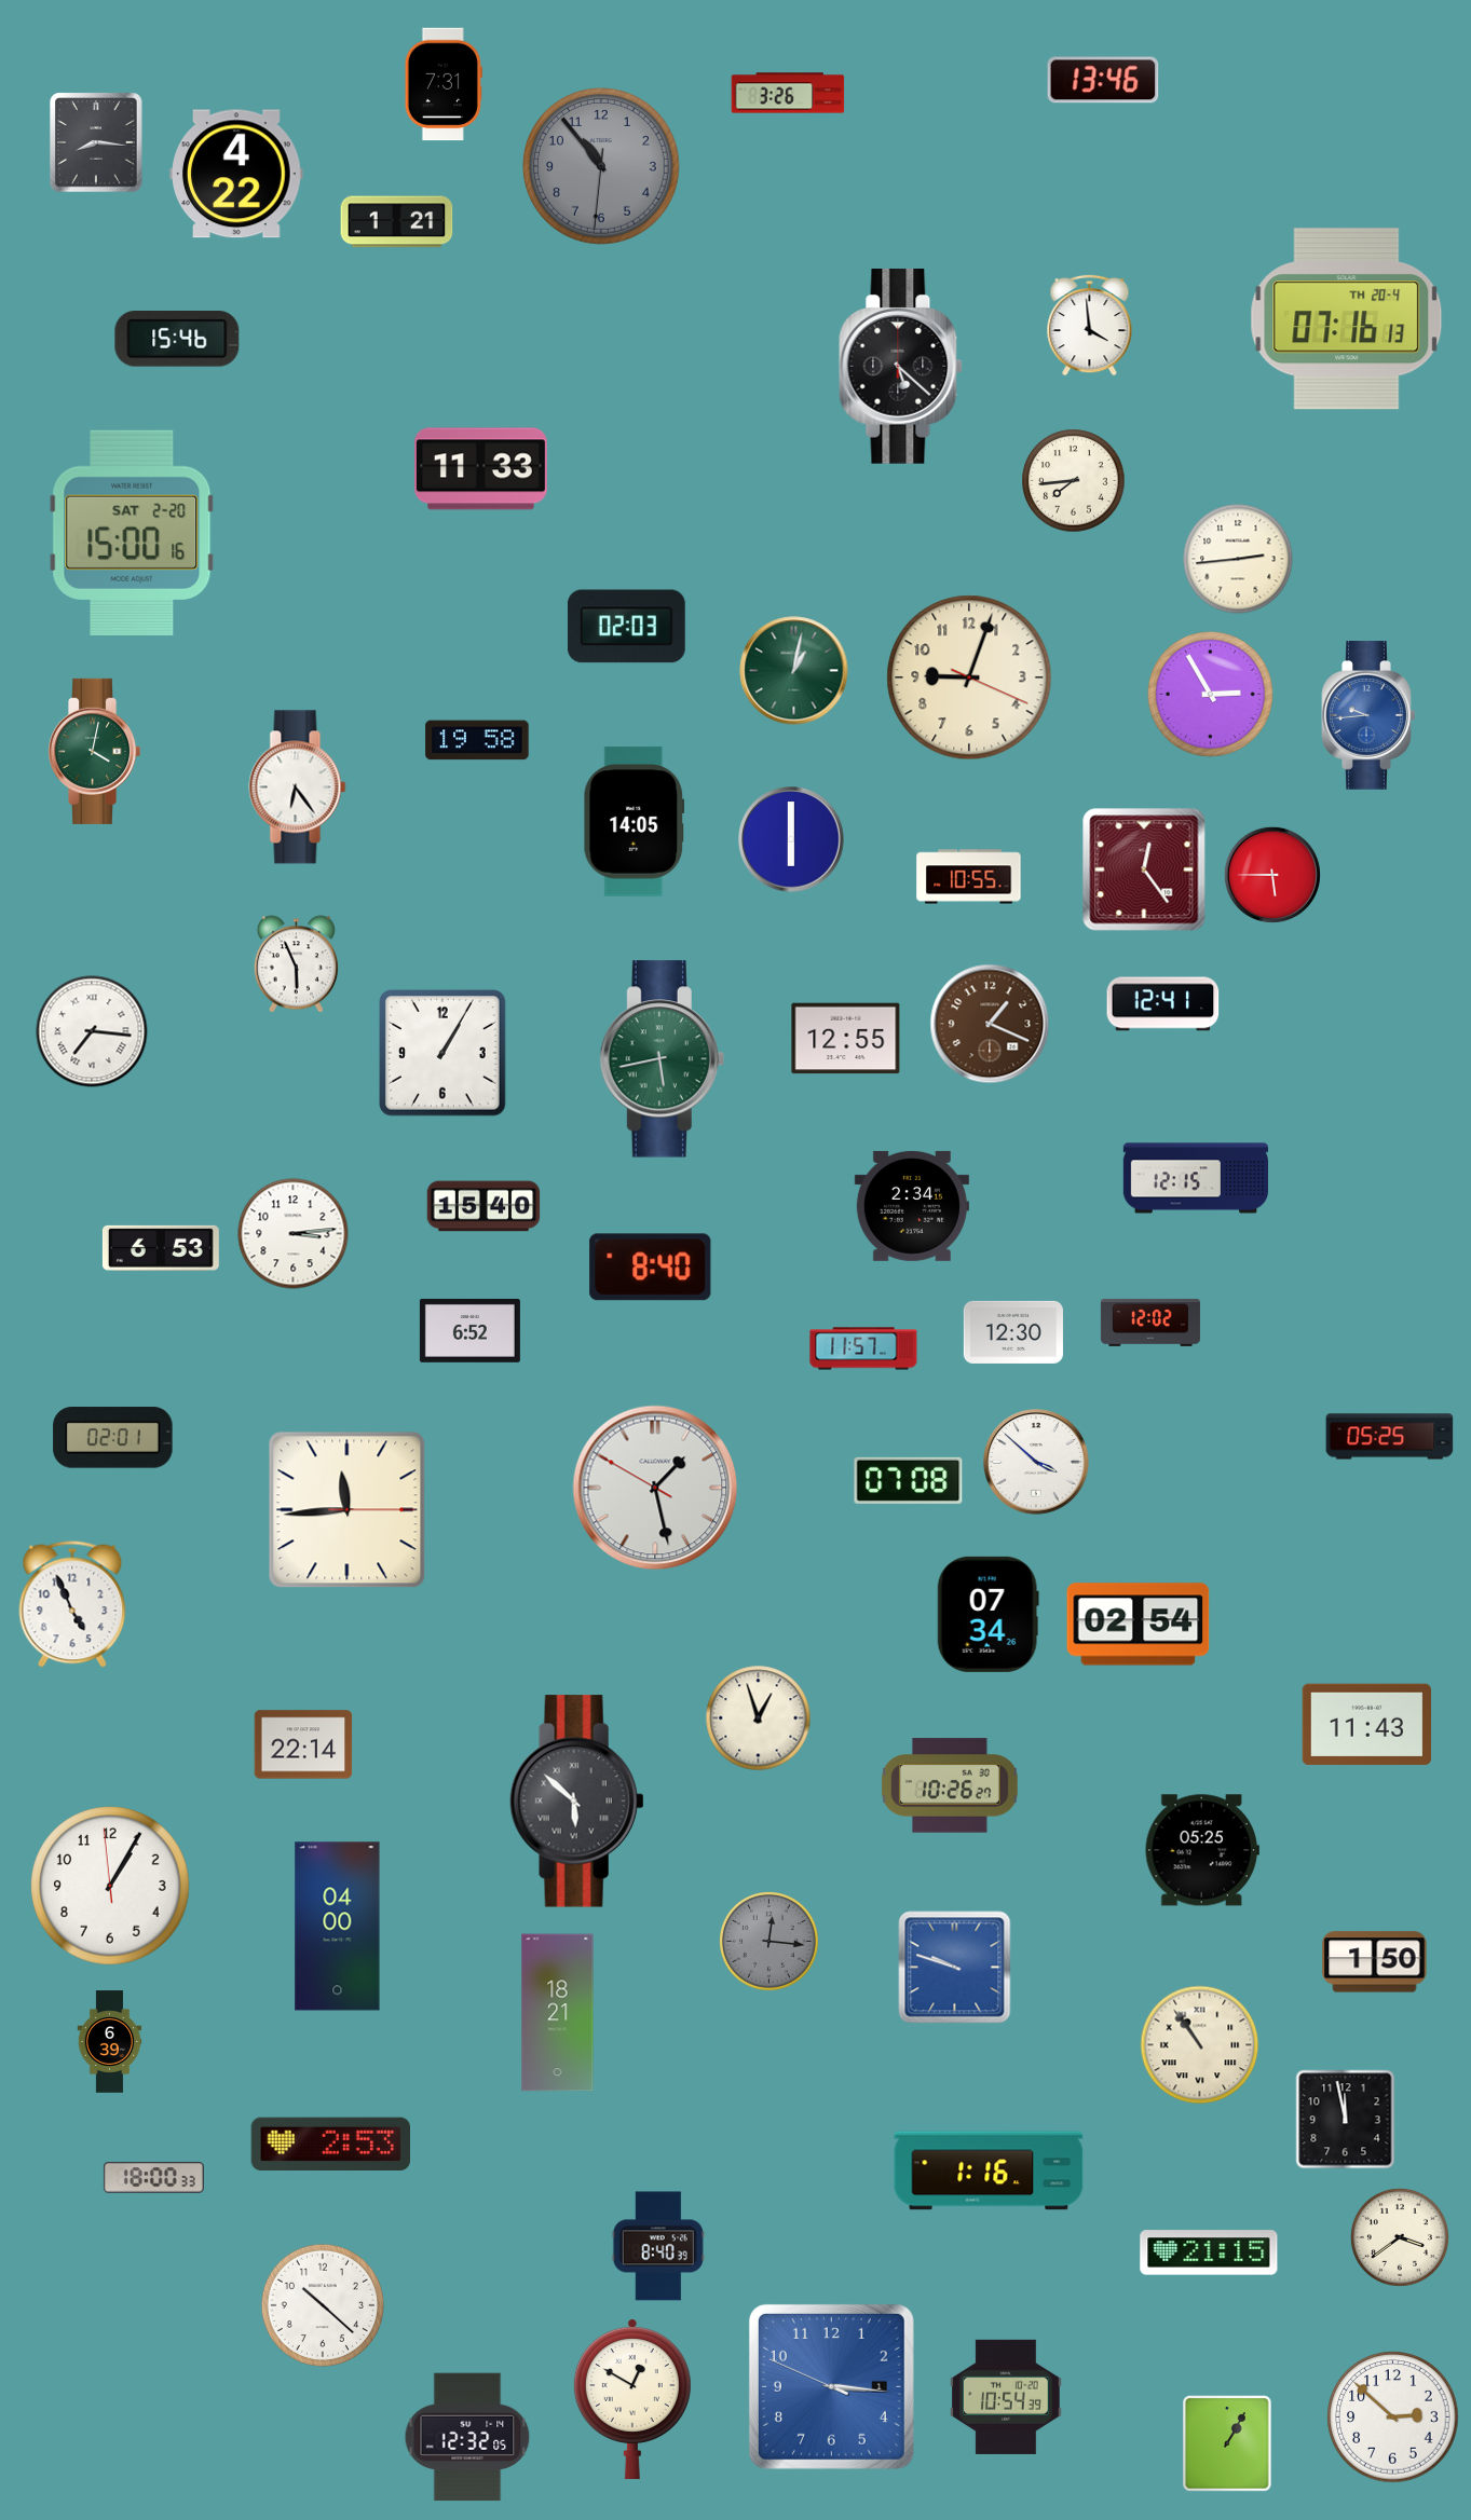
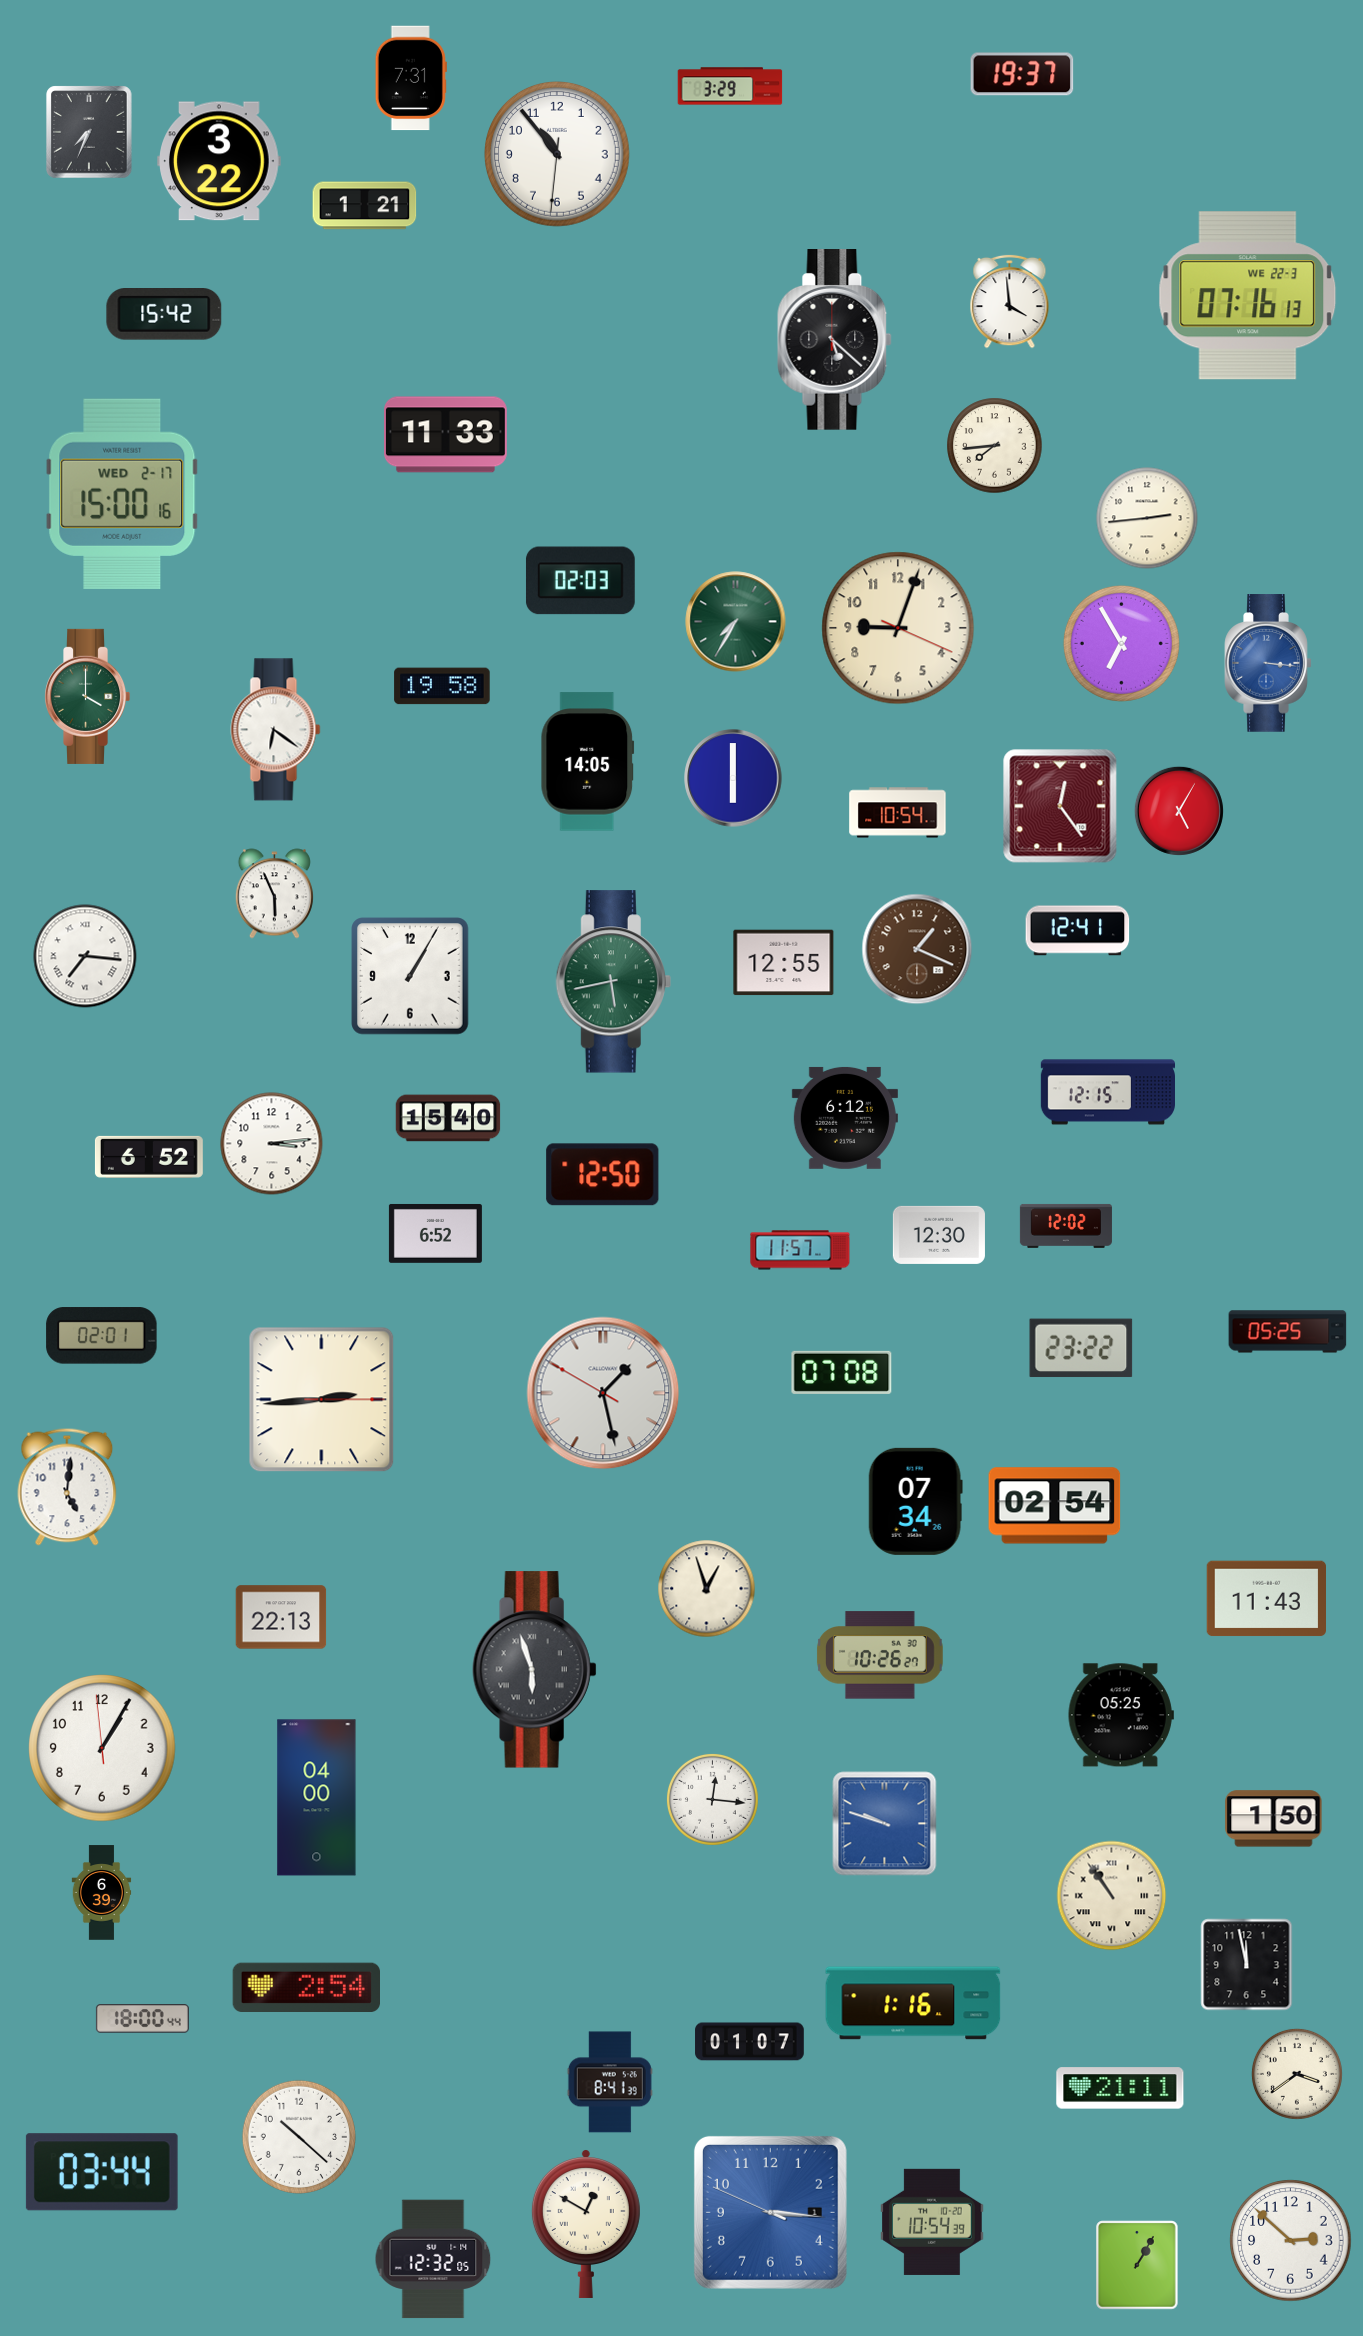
clock at (1103, 80): 13:46 -> 19:37
clock at (788, 93): 3:26 -> 3:29
clock at (96, 142): 8:16 -> 7:34
clock at (602, 167) dial: grey -> white
clock at (236, 174): 4:22 -> 3:22
clock at (397, 222) position: (397, 222) -> (365, 206)
clock at (1347, 319) date: TH 20-4 -> WE 22-3
clock at (177, 340): 15:46 -> 15:42
clock at (132, 533) date: SAT 2-20 -> WED 2-17
clock at (794, 671): 1:02 -> 7:35
clock at (1210, 694): 2:55 -> 6:55
clock at (1368, 715): 9:44 -> 3:16
clock at (95, 751): 4:02 -> 4:00
clock at (298, 787): 6:24 -> 6:21
clock at (1272, 875): 5:45 -> 5:05
clock at (969, 877): 10:55 -> 10:54
clock at (912, 1206): 2:34 -> 6:12
clock at (161, 1248): 6:53 -> 6:52
clock at (651, 1268): 8:40 -> 12:50
clock at (113, 1438) position: (113, 1438) -> (102, 1336)
clock at (1081, 1348): none -> 23:22
clock at (1036, 1462): 3:52 -> none
clock at (655, 1488) position: (655, 1488) -> (603, 1393)
clock at (348, 1510): 11:44 -> 2:44
clock at (72, 1604): 4:56 -> 5:01
clock at (988, 1614) position: (988, 1614) -> (915, 1501)
clock at (759, 1718) position: (759, 1718) -> (707, 1589)
clock at (303, 1744): 22:14 -> 22:13
clock at (577, 1802): 5:52 -> 5:57
clock at (1202, 1850) position: (1202, 1850) -> (1121, 1715)
clock at (338, 1927) position: (338, 1927) -> (317, 1798)
clock at (768, 1941) dial: grey -> white
clock at (558, 2013): 18:21 -> none
clock at (330, 2144): 2:53 -> 2:54
clock at (989, 2170) position: (989, 2170) -> (913, 2003)
clock at (153, 2178): 18:00:33 -> 18:00:44
clock at (750, 2042): none -> 01:07
clock at (658, 2246): 8:40 -> 8:41
clock at (1209, 2252): 21:15 -> 21:11
clock at (102, 2172): none -> 03:44
